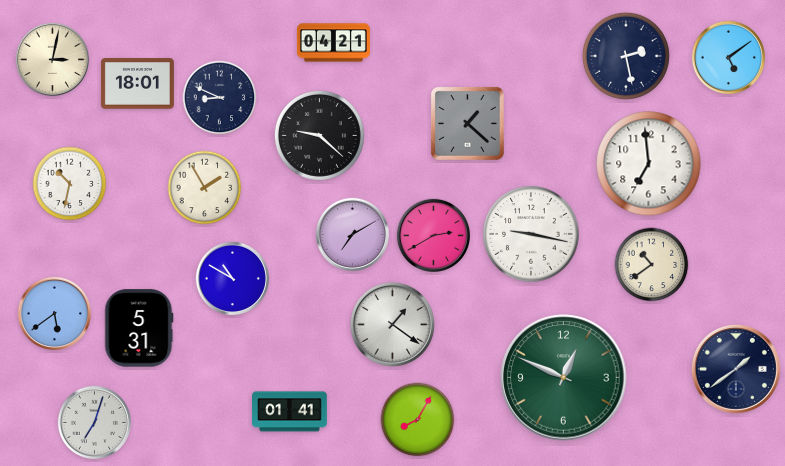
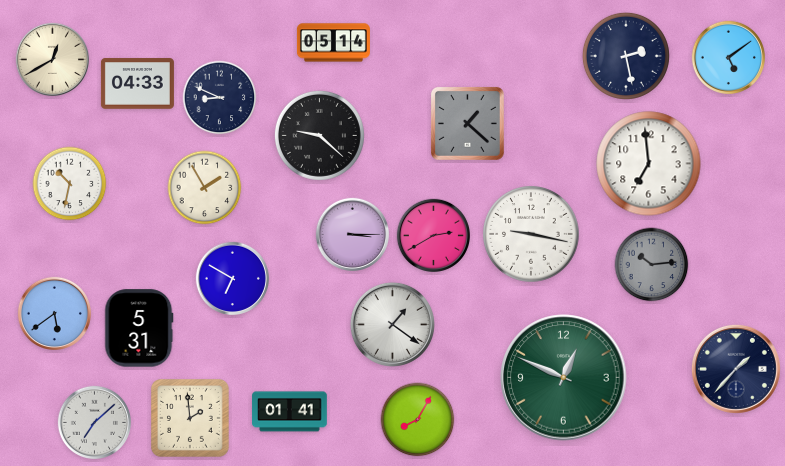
clock at (333, 43): 04:21 -> 05:14
clock at (52, 59): 3:02 -> 12:40
clock at (137, 84): 18:01 -> 04:33
clock at (352, 234): 7:10 -> 3:15
clock at (652, 265): 10:39 -> 10:14
clock at (652, 265) dial: cream -> grey
clock at (232, 278): 10:50 -> 6:50
clock at (736, 369): 1:39 -> 1:37
clock at (191, 419): none -> 1:59
clock at (94, 422): 7:03 -> 7:08
